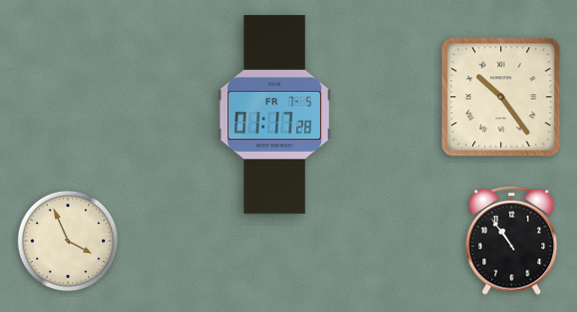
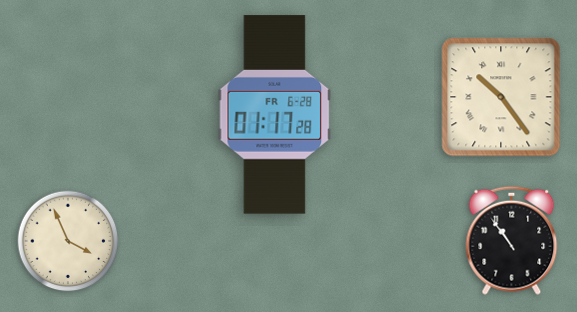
clock at (275, 115) date: FR 7-5 -> FR 6-28
